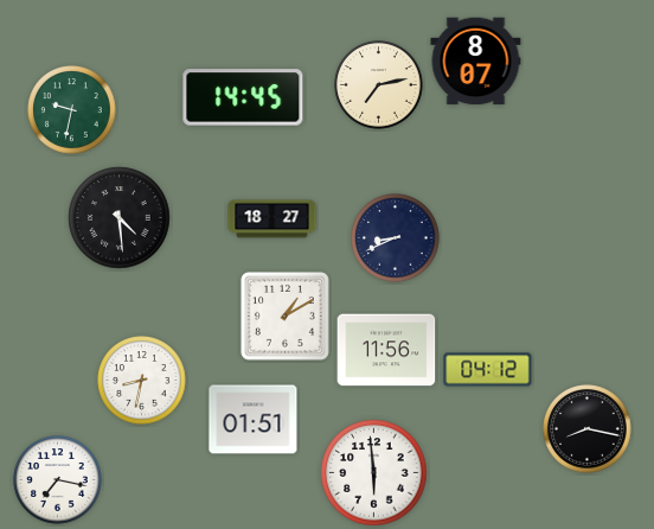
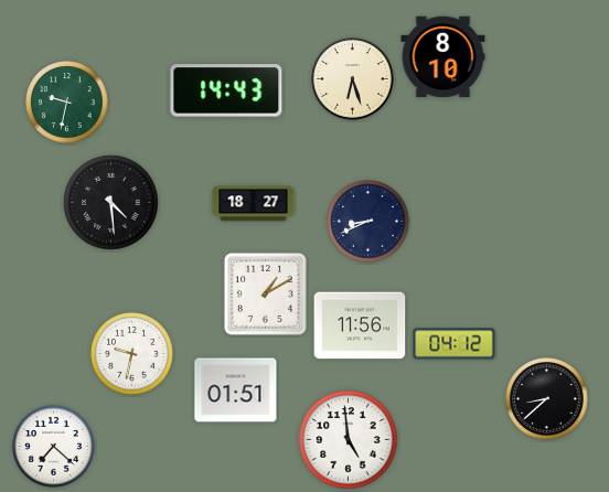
clock at (476, 62): 8:07 -> 8:10
clock at (379, 85): 7:13 -> 6:27
clock at (243, 97): 14:45 -> 14:43
clock at (142, 381): 8:32 -> 9:32
clock at (588, 429): 8:17 -> 8:38
clock at (374, 473): 5:59 -> 4:59
clock at (58, 480): 7:17 -> 7:22
